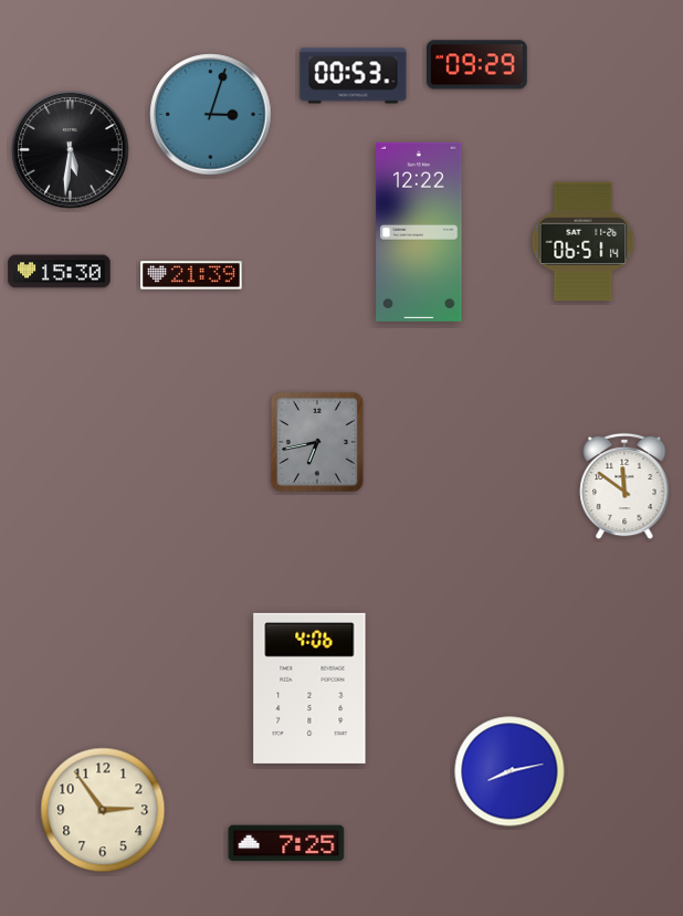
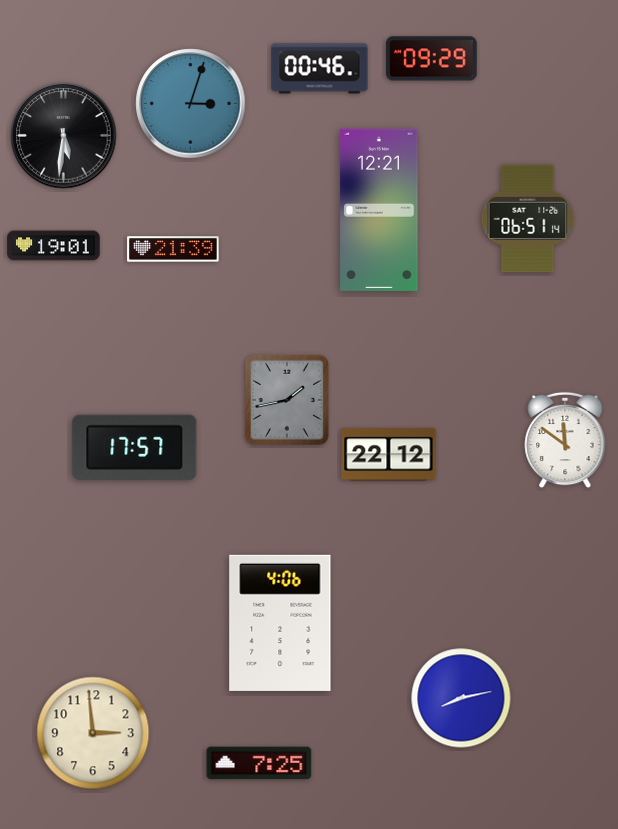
clock at (354, 76): 00:53 -> 00:46
clock at (419, 232): 12:22 -> 12:21
clock at (60, 272): 15:30 -> 19:01
clock at (317, 442): 6:43 -> 1:43
clock at (135, 447): none -> 17:57
clock at (389, 455): none -> 22:12
clock at (103, 810): 2:54 -> 2:59
